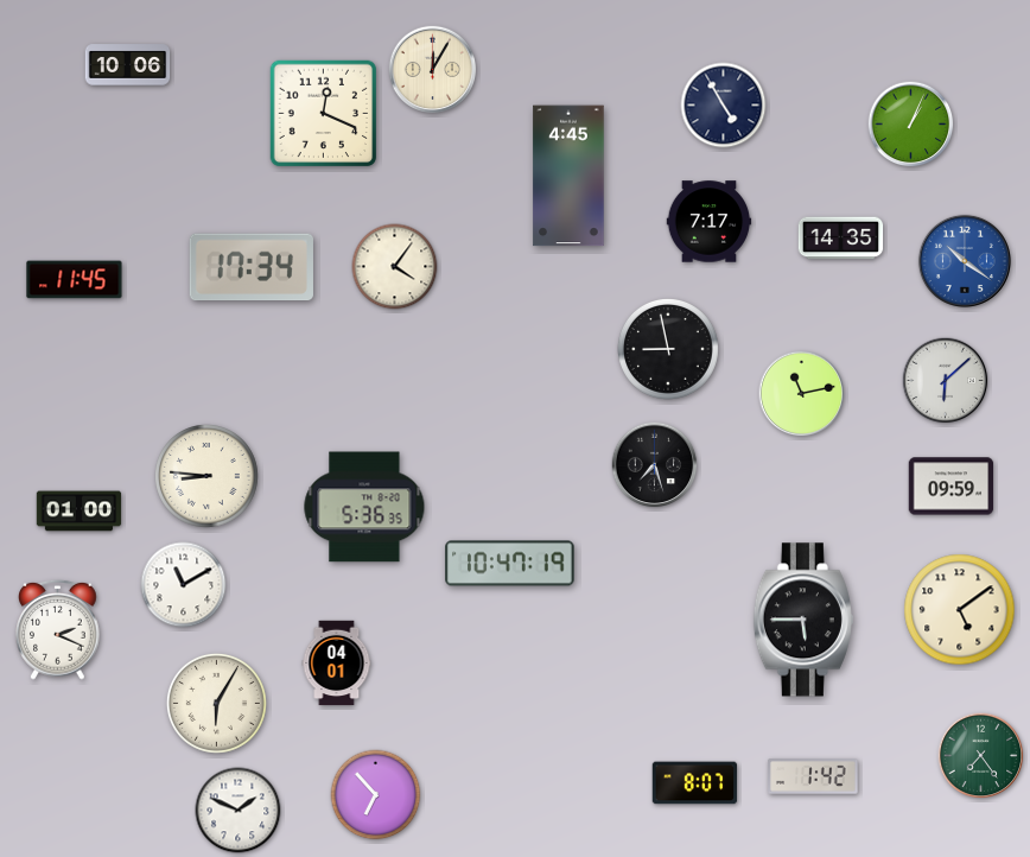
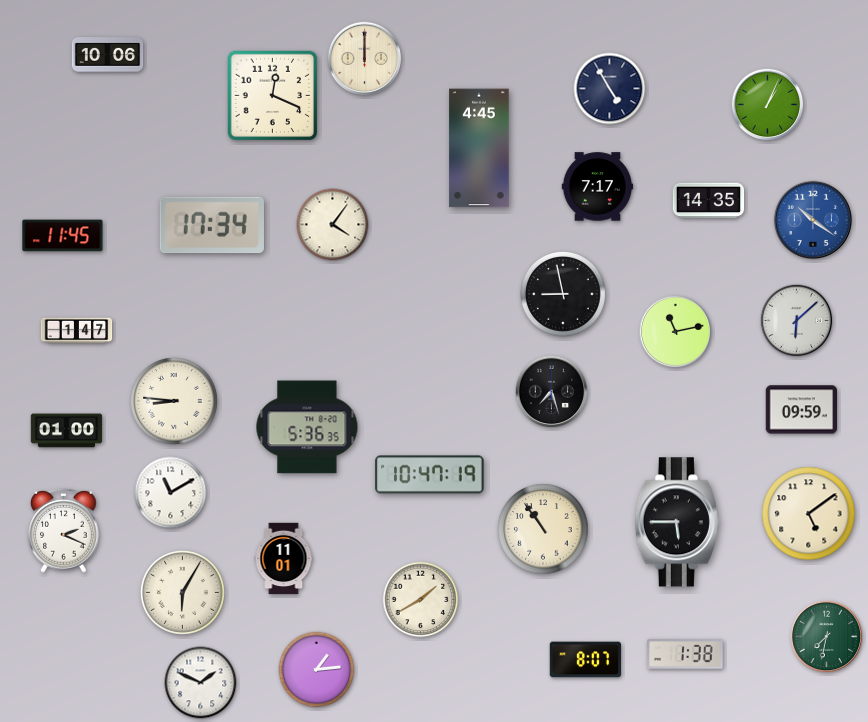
clock at (433, 70): 12:05 -> 12:00
clock at (77, 331): none -> 1:47
clock at (184, 585) position: (184, 585) -> (171, 493)
clock at (543, 529): none -> 10:54
clock at (58, 629) position: (58, 629) -> (64, 530)
clock at (337, 664): 04:01 -> 11:01
clock at (421, 600): none -> 1:40
clock at (981, 756): 7:24 -> 7:32
clock at (813, 776): 1:42 -> 1:38
clock at (376, 795): 6:53 -> 1:14
